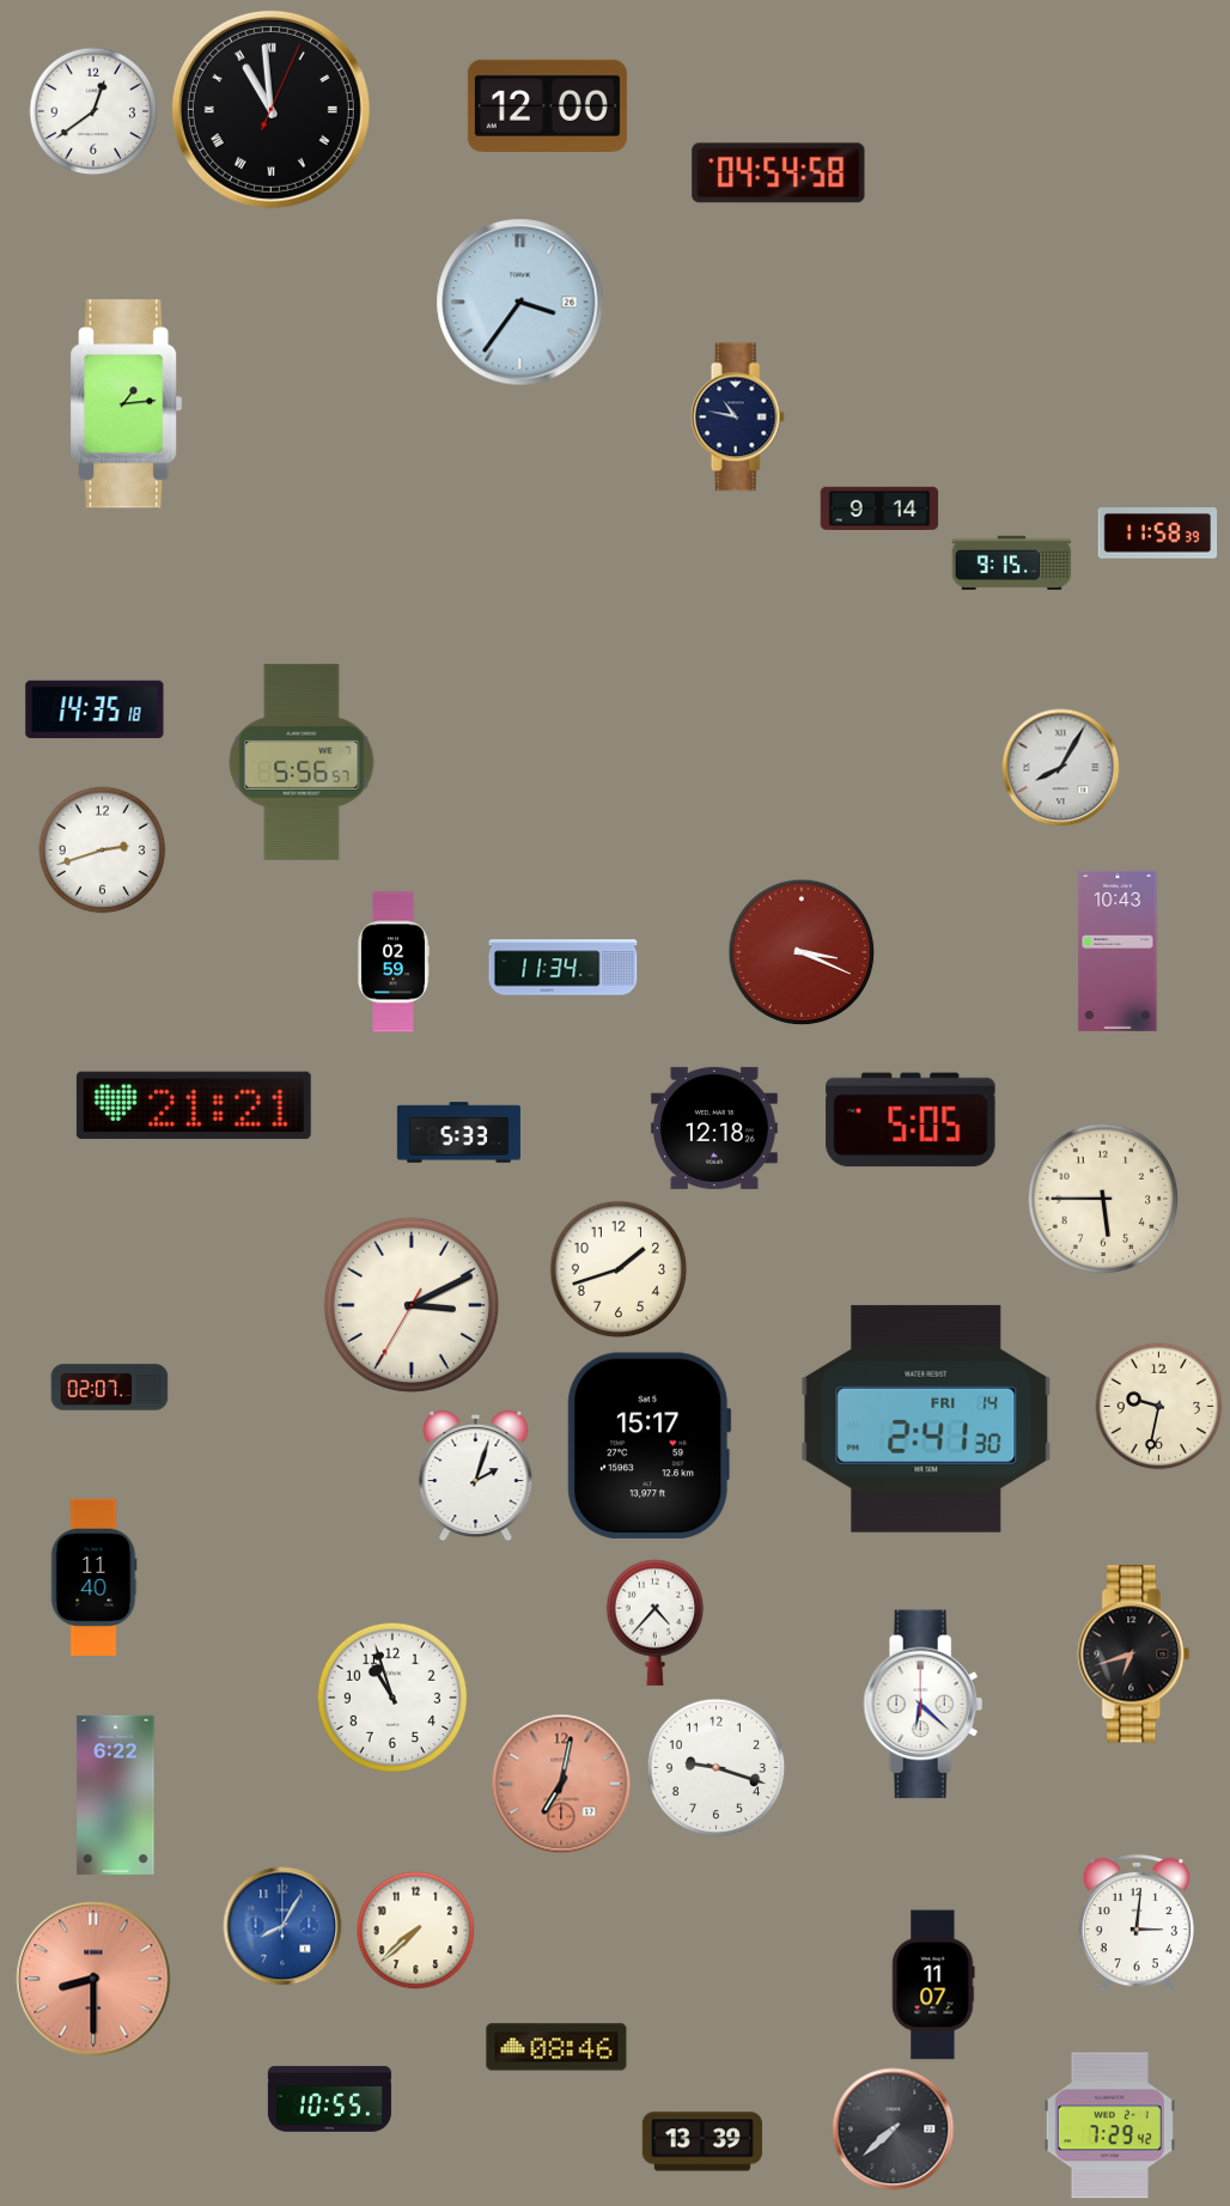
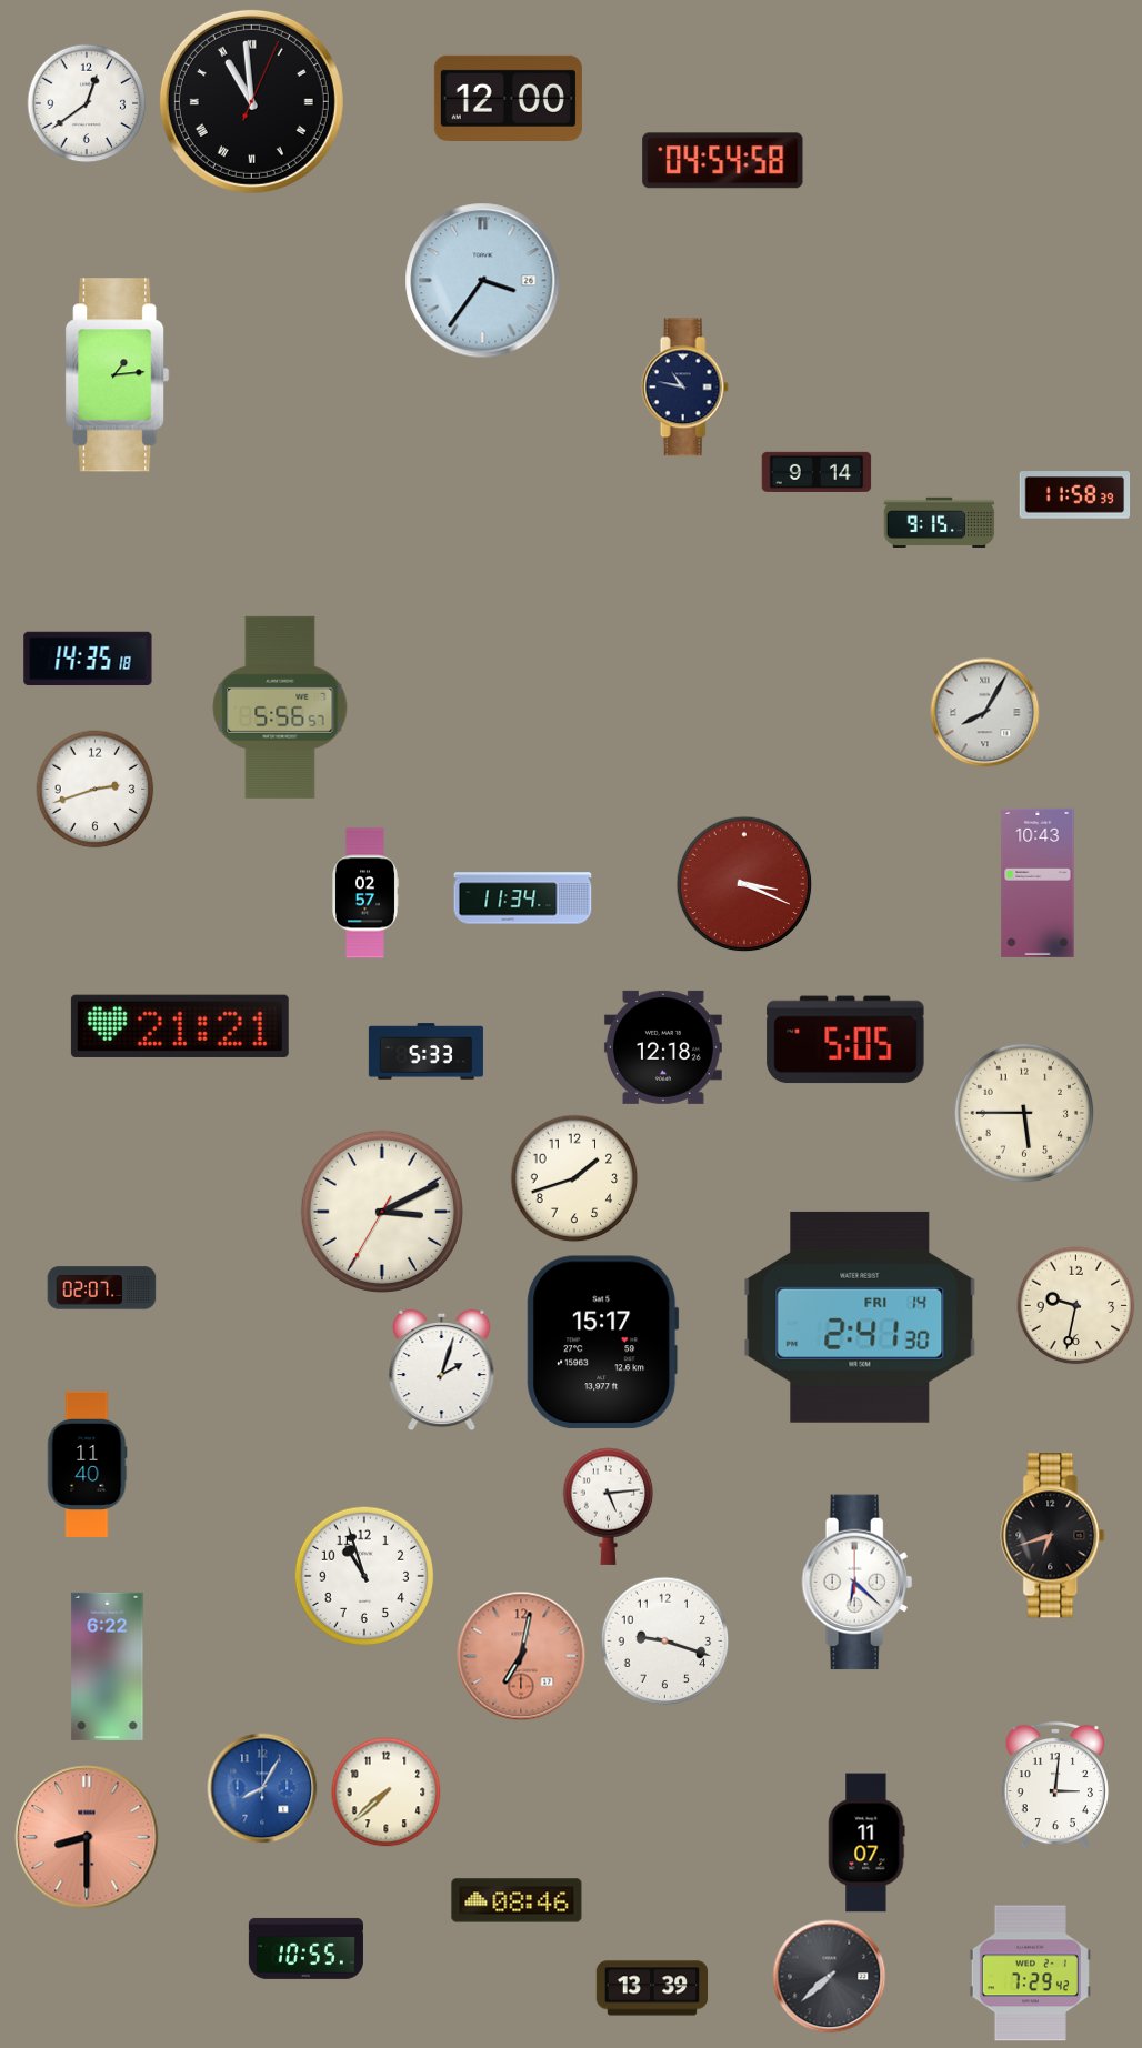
clock at (392, 962): 02:59 -> 02:57
clock at (656, 1622): 4:37 -> 5:14
